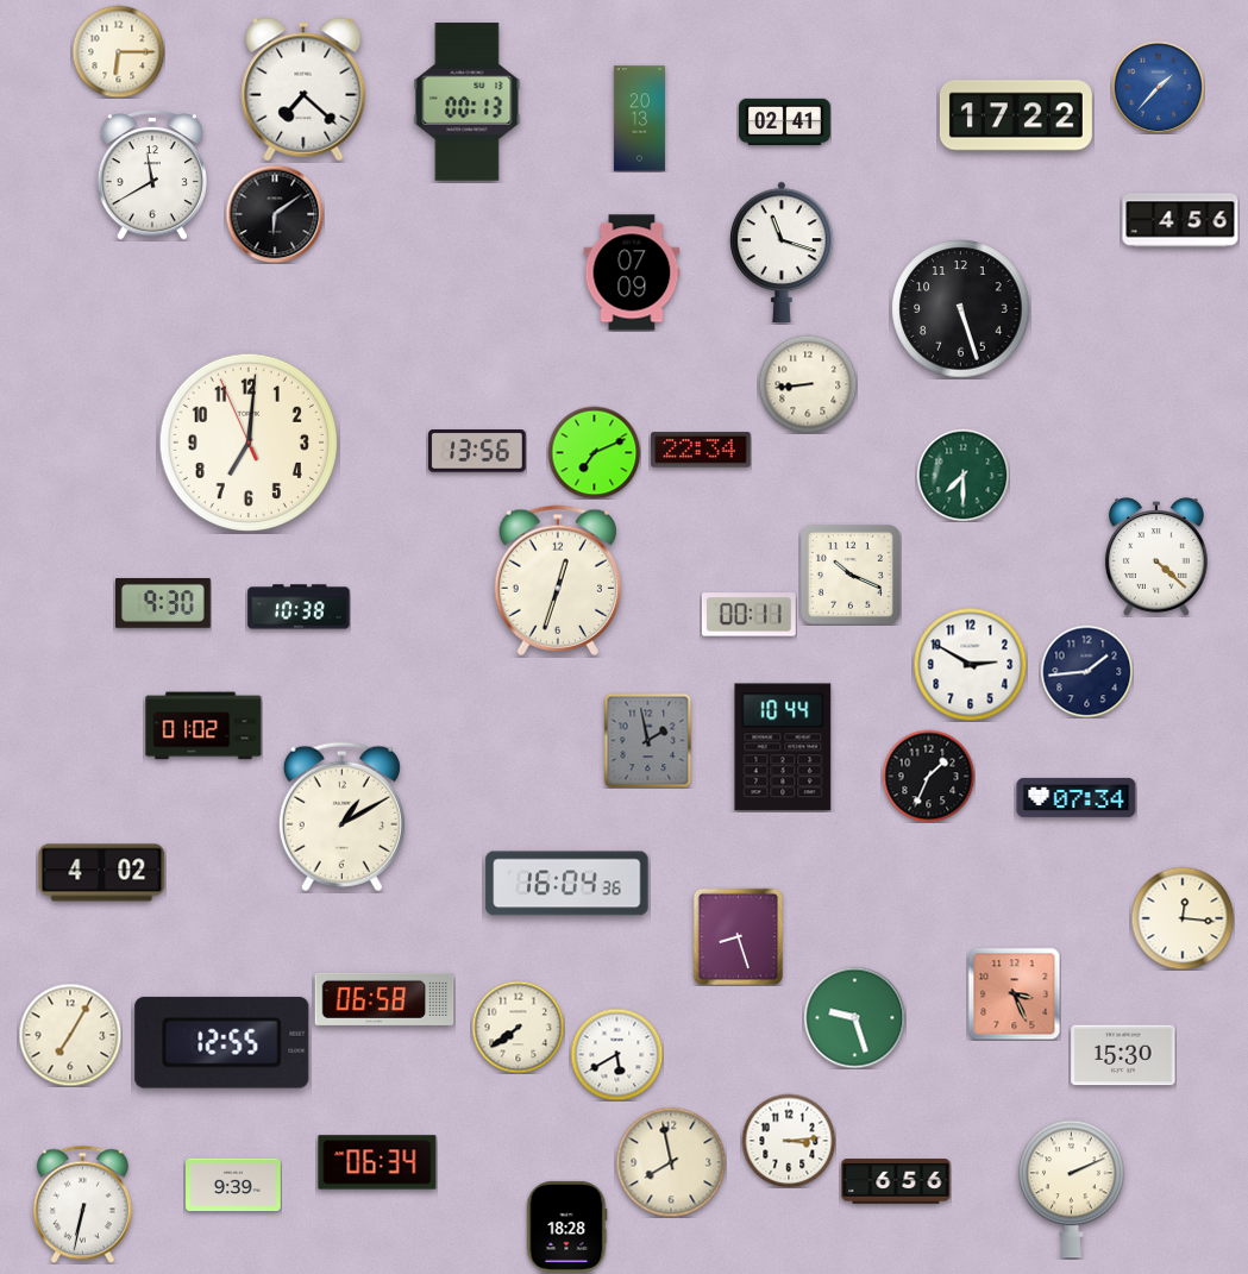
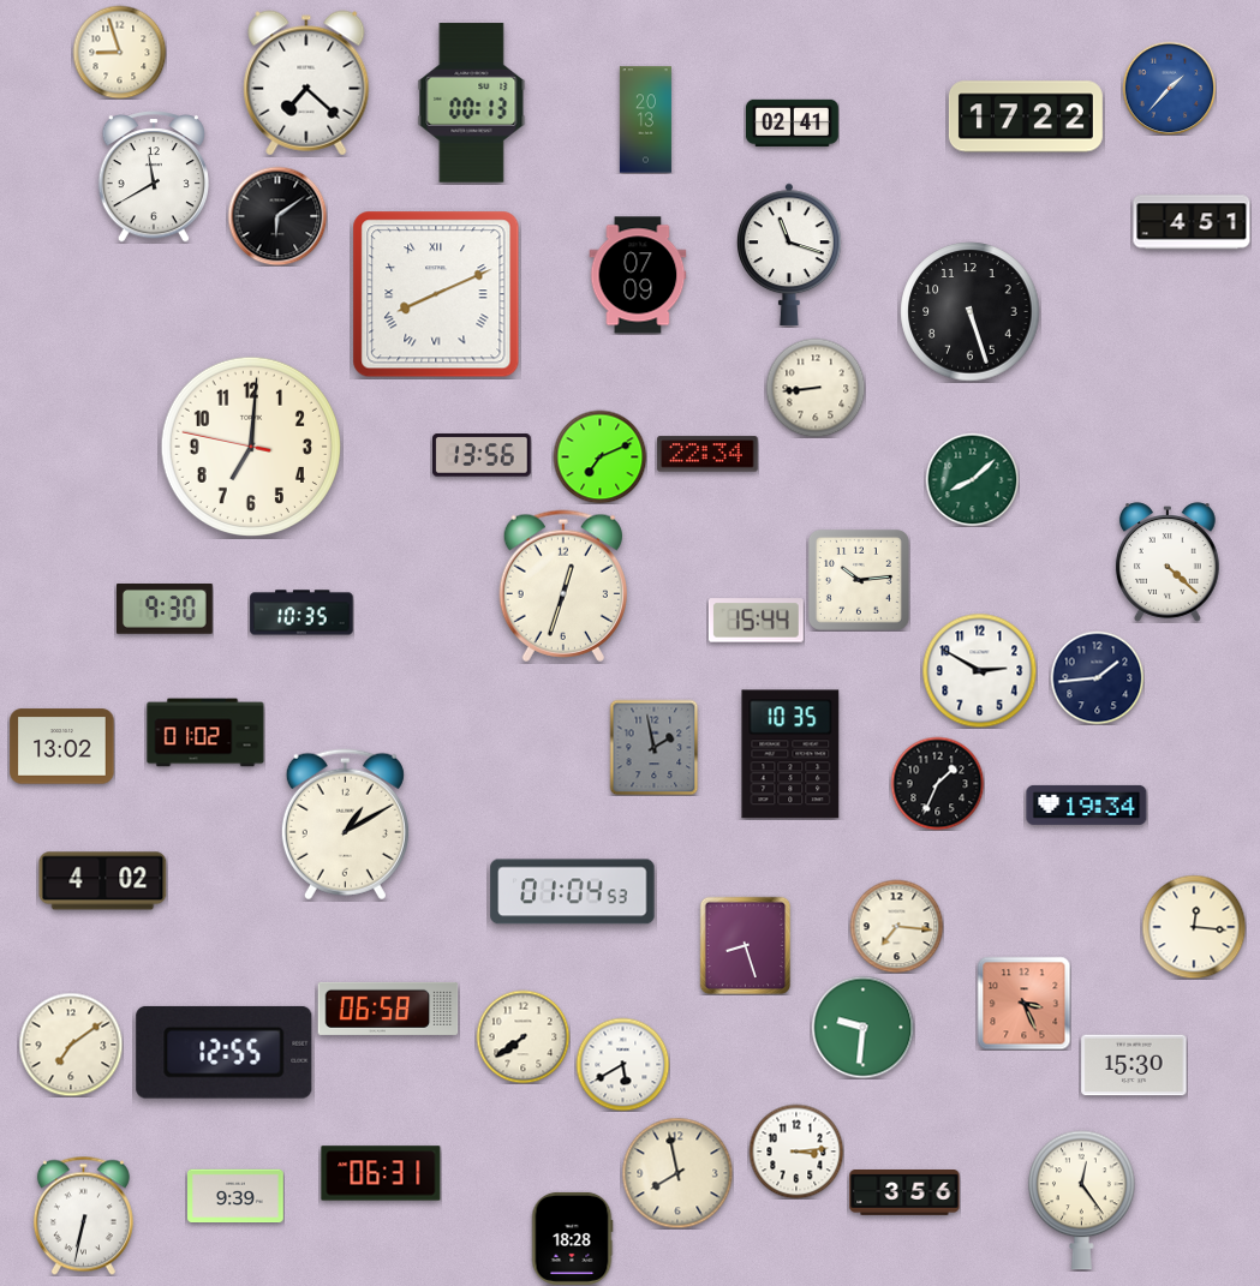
clock at (118, 51): 6:15 -> 8:57
clock at (303, 89) position: (303, 89) -> (306, 83)
clock at (1180, 220): 4:56 -> 4:51
clock at (436, 294): none -> 8:11
clock at (247, 441): 7:00:56 -> 7:00:47
clock at (962, 475): 7:30 -> 8:08
clock at (851, 575): 10:19 -> 10:14
clock at (299, 607): 10:38 -> 10:35
clock at (748, 615): 00:11 -> 15:44
clock at (62, 747): none -> 13:02
clock at (783, 747): 10:44 -> 10:35
clock at (1077, 797): 07:34 -> 19:34
clock at (567, 884): 16:04 -> 01:04
clock at (896, 926): none -> 7:16
clock at (854, 1017): 9:27 -> 9:31
clock at (70, 1035): 7:05 -> 7:09
clock at (377, 1162): 06:34 -> 06:31
clock at (896, 1182): 6:56 -> 3:56
clock at (1072, 1190): 2:11 -> 12:24
